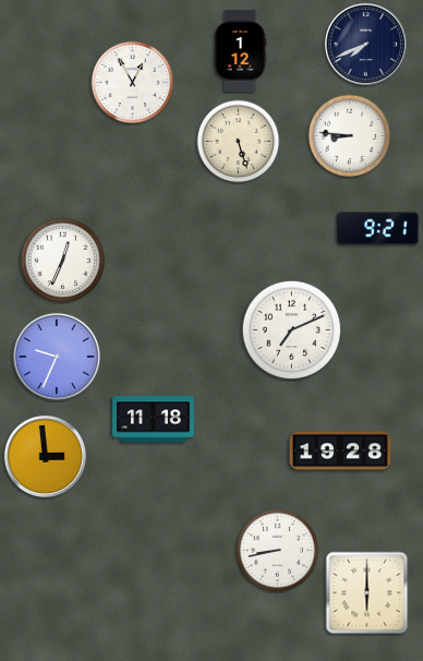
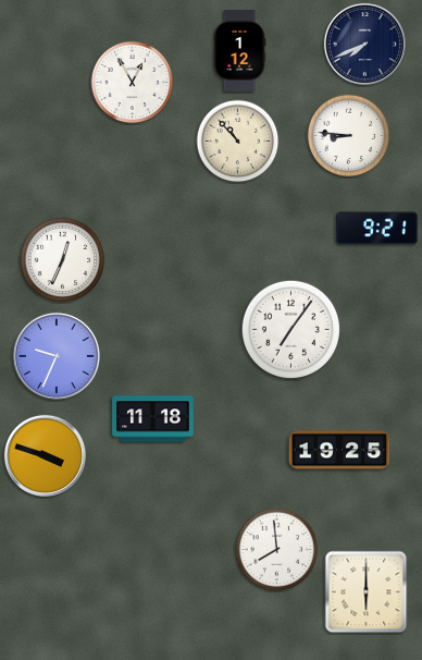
clock at (239, 142): 5:27 -> 10:53
clock at (292, 330): 7:11 -> 7:06
clock at (340, 450): 19:28 -> 19:25
clock at (45, 456): 2:59 -> 3:48
clock at (278, 551): 8:43 -> 7:59
